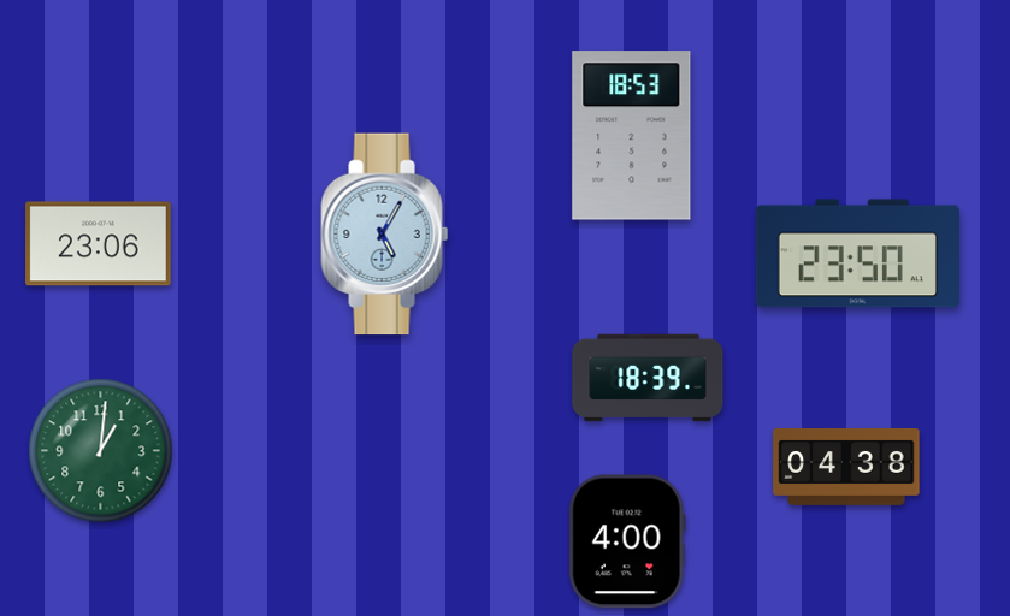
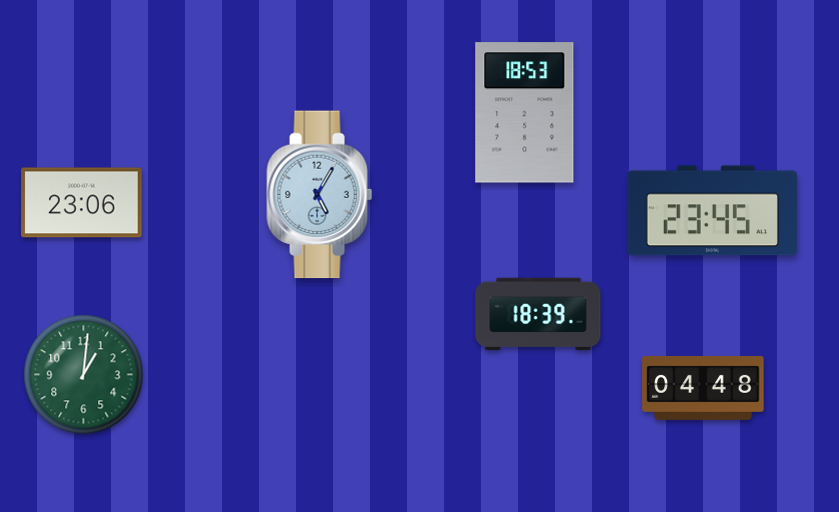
clock at (857, 254): 23:50 -> 23:45
clock at (846, 467): 04:38 -> 04:48
clock at (627, 541): 4:00 -> none
